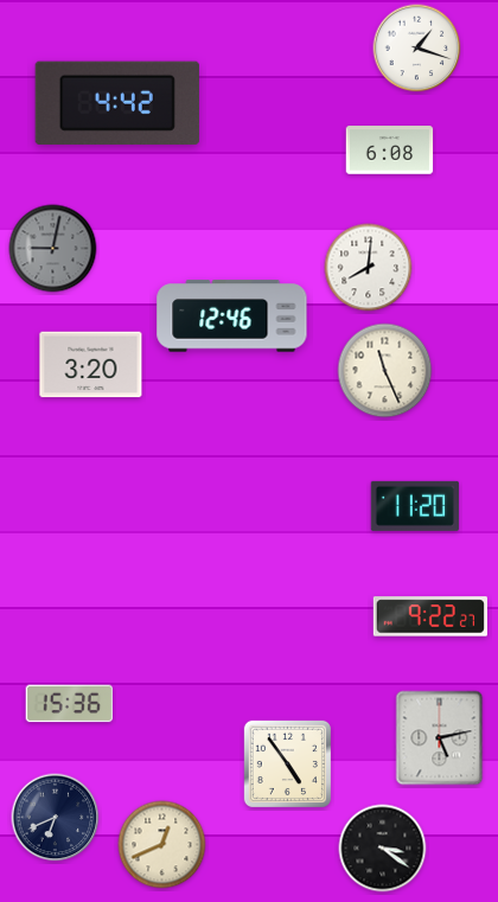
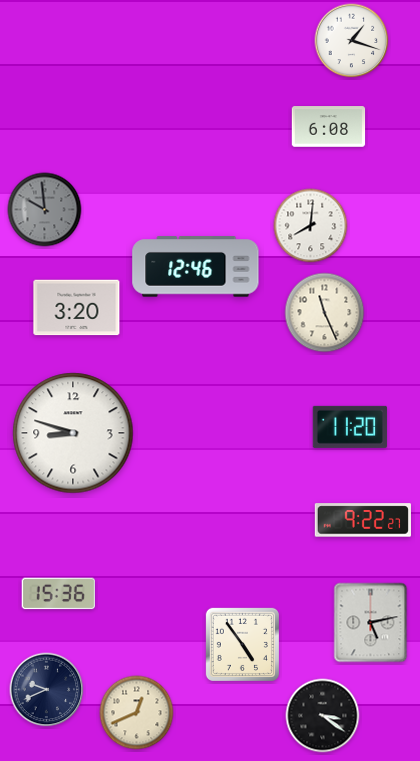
clock at (117, 103): 4:42 -> none
clock at (53, 249): 9:02 -> 9:59
clock at (73, 433): none -> 8:48
clock at (56, 818): 6:41 -> 9:41
